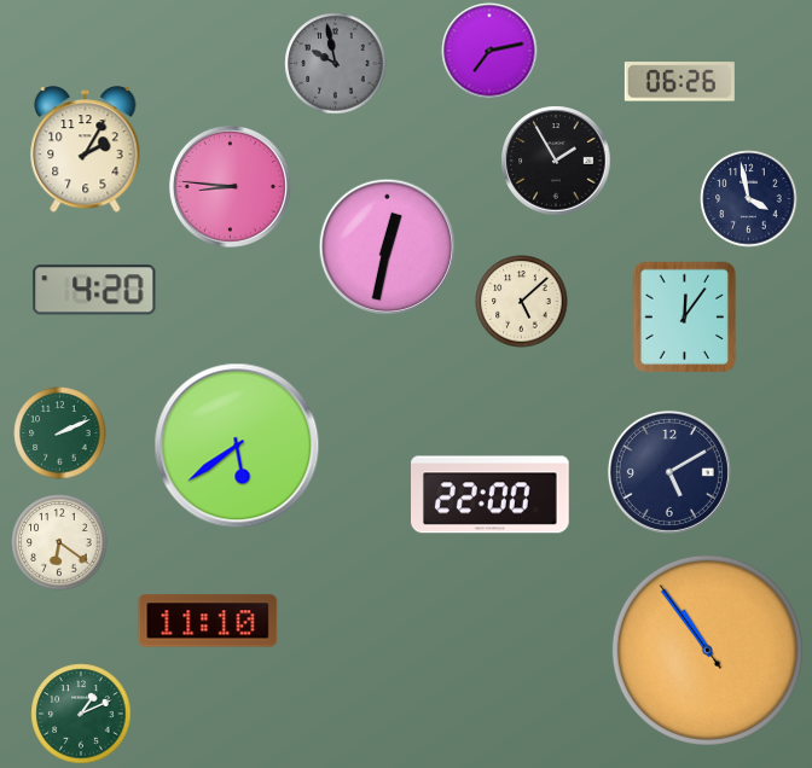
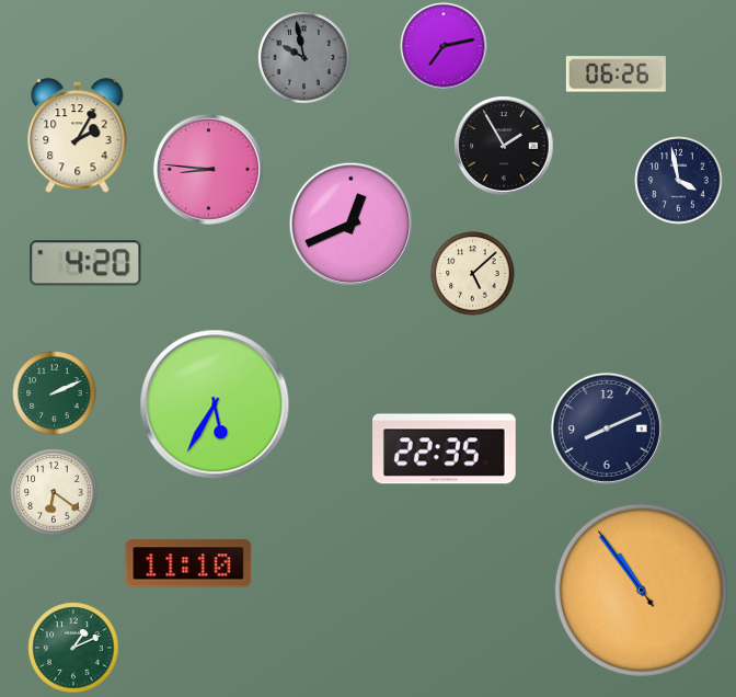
clock at (387, 246): 12:32 -> 12:41
clock at (685, 318): 12:06 -> none
clock at (237, 446): 5:39 -> 5:35
clock at (669, 472): 5:10 -> 8:11
clock at (491, 495): 22:00 -> 22:35
